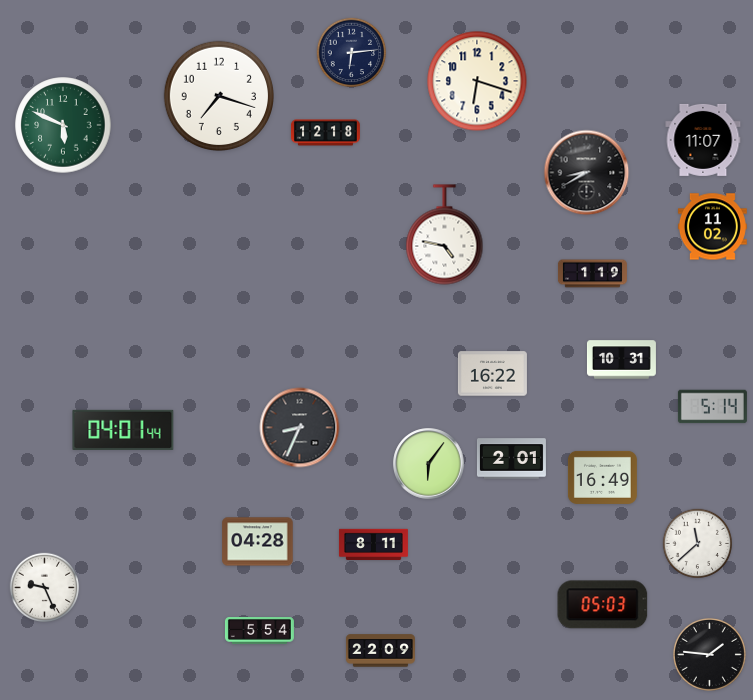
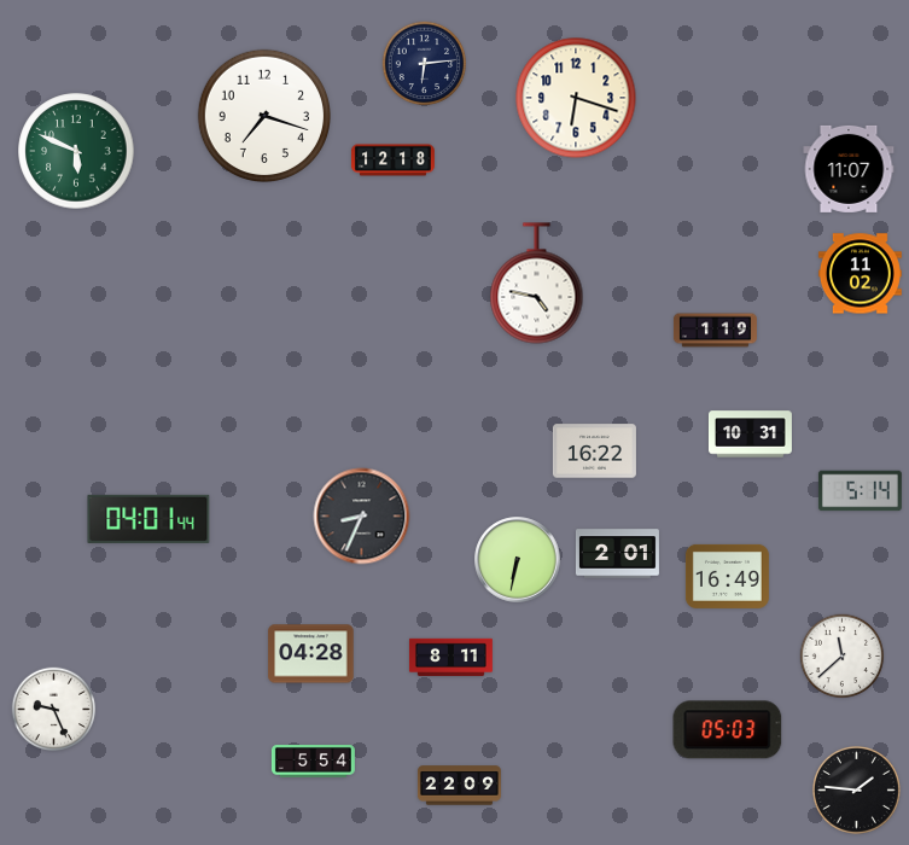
clock at (587, 173): 8:40 -> none
clock at (429, 464): 6:06 -> 6:32
